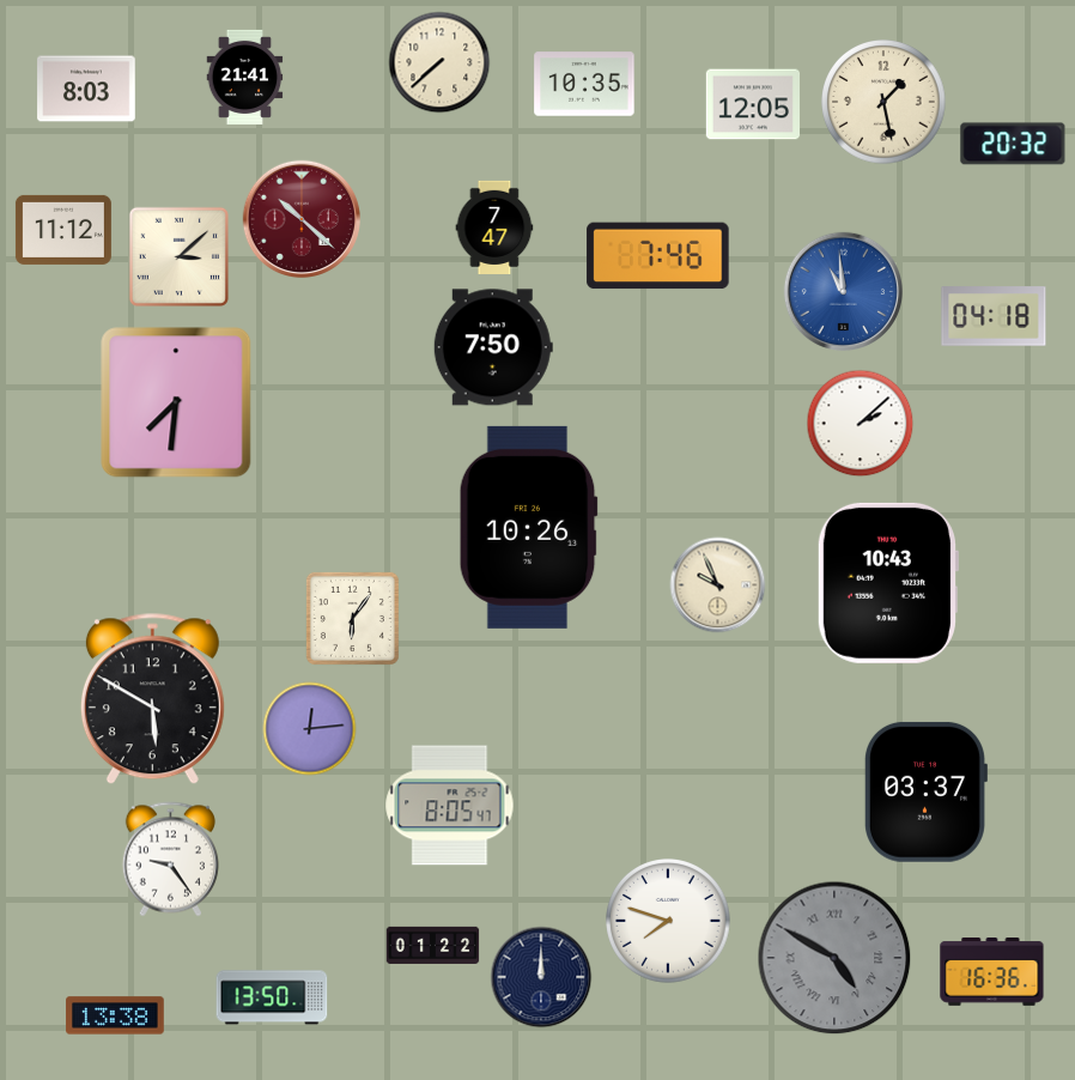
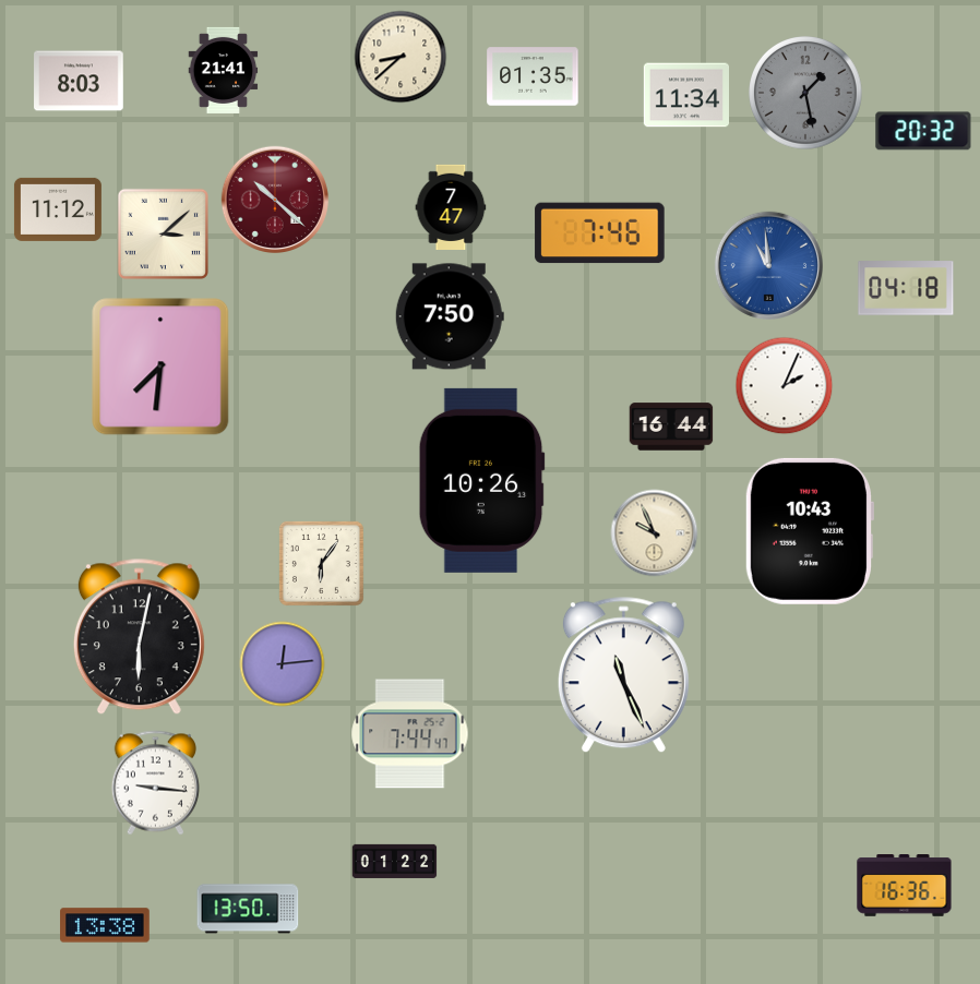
clock at (439, 62): 7:38 -> 8:38
clock at (584, 84): 10:35 -> 01:35
clock at (885, 103) dial: cream -> grey
clock at (752, 104): 12:05 -> 11:34
clock at (861, 424): 2:08 -> 2:04
clock at (671, 427): none -> 16:44
clock at (152, 699): 5:50 -> 6:02
clock at (623, 675): none -> 11:26
clock at (925, 791): 03:37 -> none
clock at (450, 806): 8:05 -> 7:44
clock at (170, 860): 9:24 -> 9:16
clock at (669, 922): 7:48 -> none
clock at (834, 958): 4:50 -> none
clock at (541, 977): 12:00 -> none
